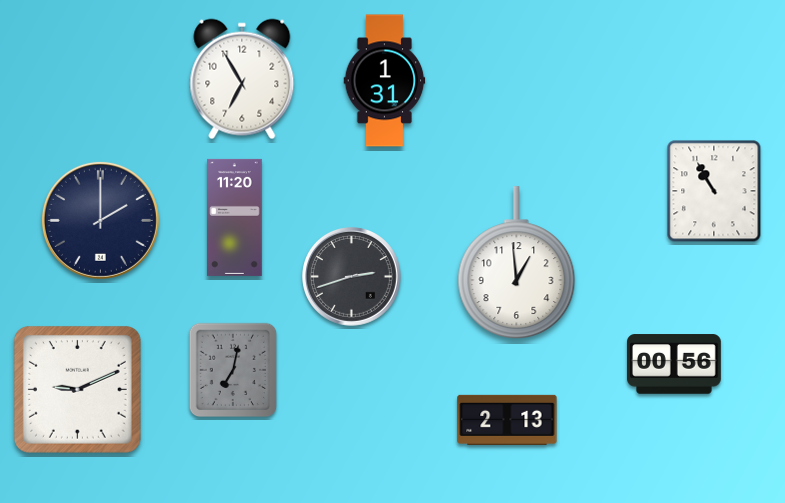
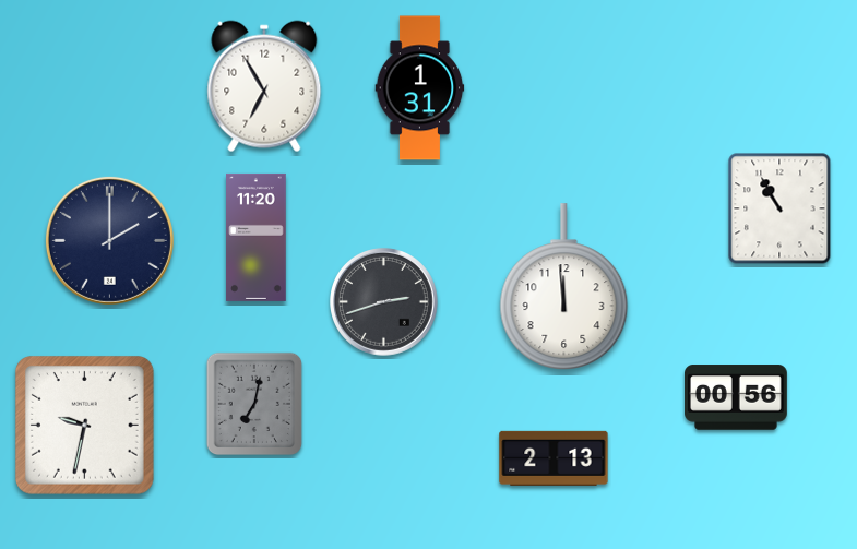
clock at (517, 262): 12:59 -> 11:59
clock at (77, 389): 9:11 -> 9:32
